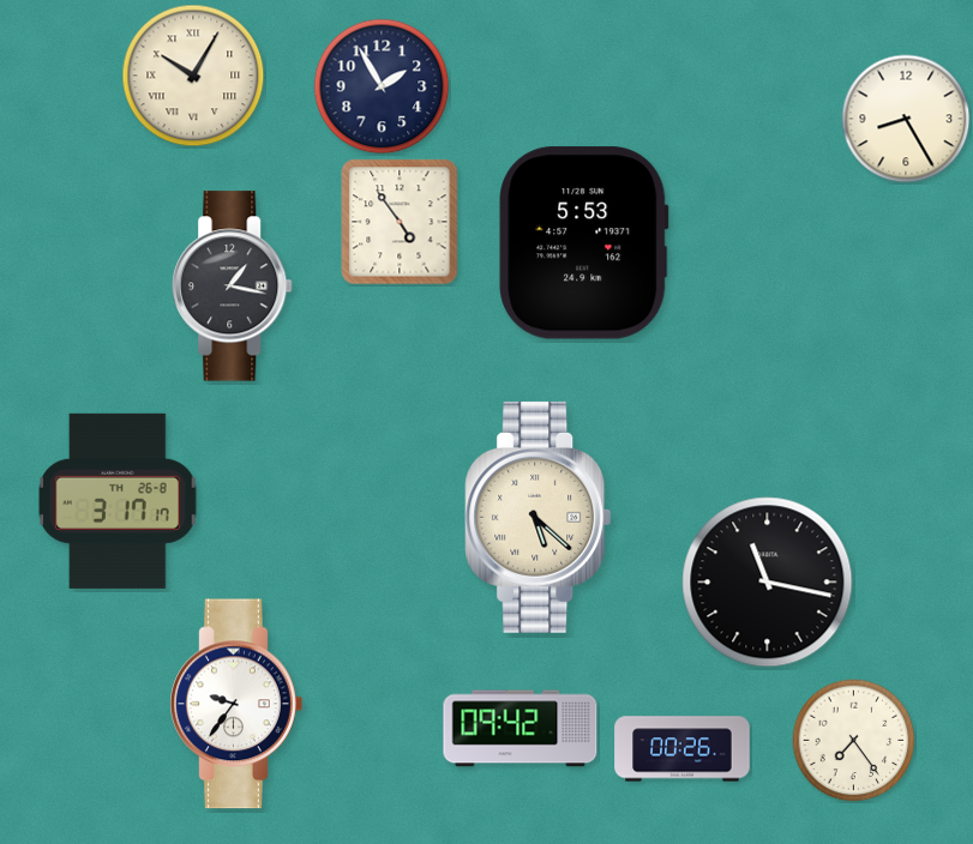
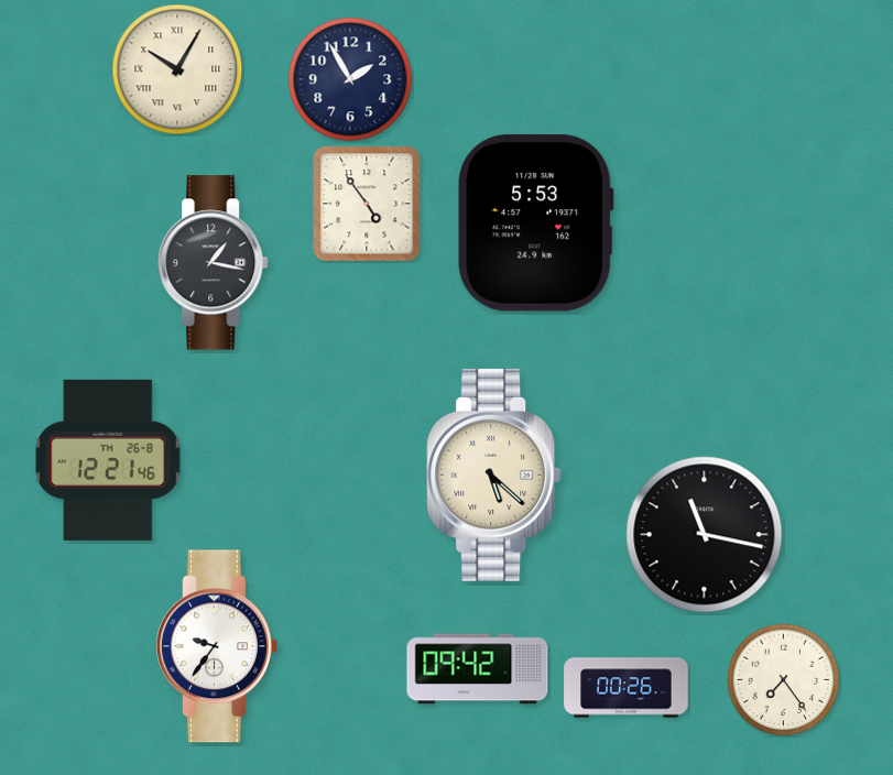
clock at (906, 119): 8:25 -> none
clock at (118, 501): 3:17 -> 12:21
